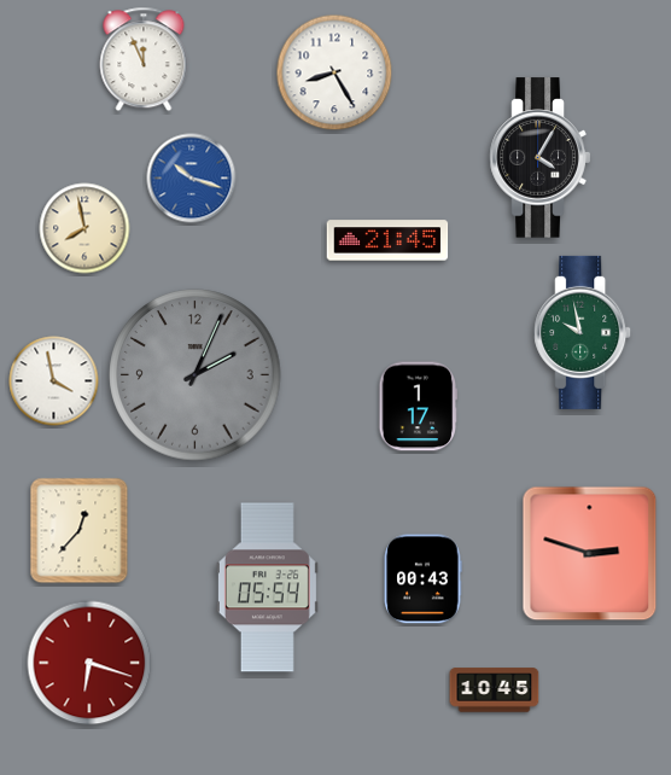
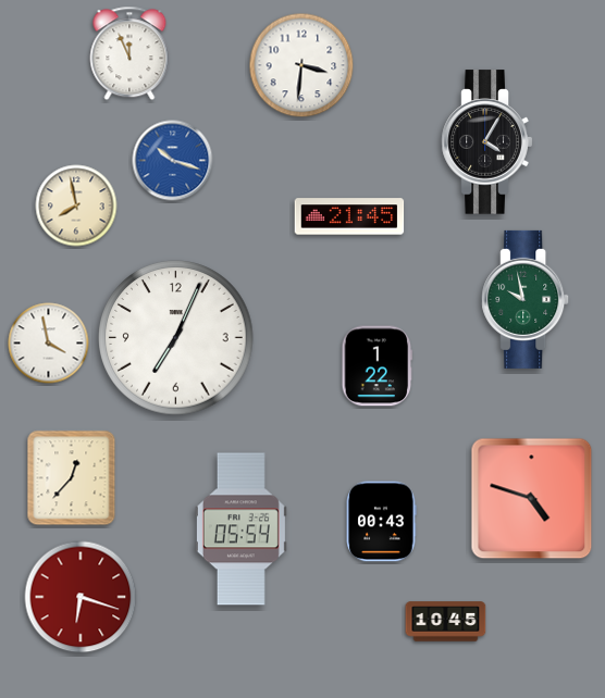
clock at (334, 72): 8:25 -> 3:31
clock at (196, 375): 2:04 -> 7:04
clock at (196, 375) dial: grey -> white
clock at (419, 407): 1:17 -> 1:22
clock at (590, 554): 2:48 -> 4:48
